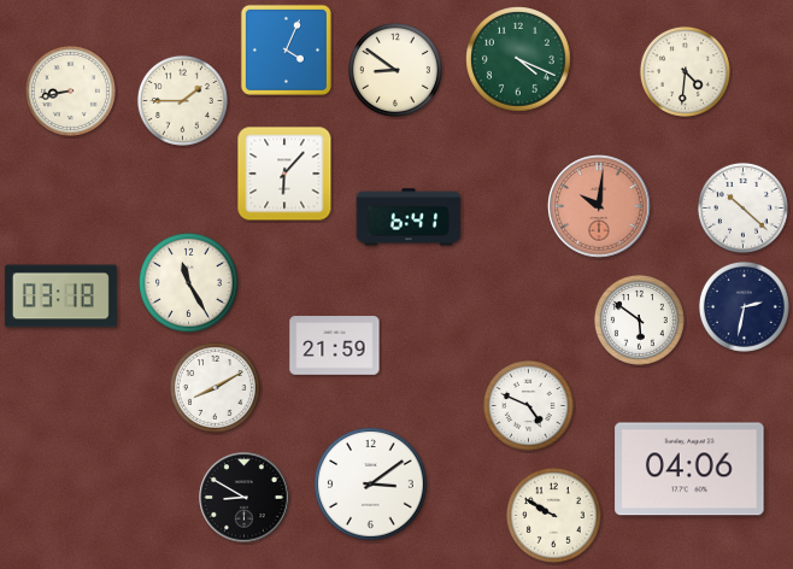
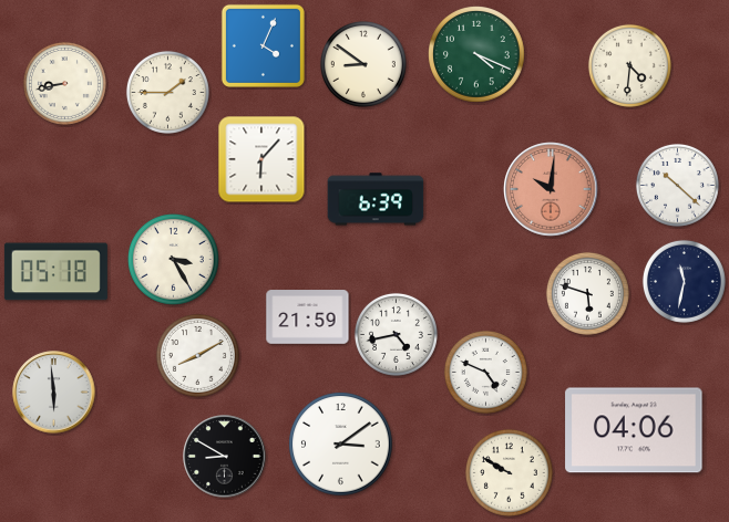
clock at (742, 207) position: (742, 207) -> (677, 185)
clock at (409, 217): 6:41 -> 6:39
clock at (189, 283): 11:25 -> 3:25
clock at (60, 297): 03:18 -> 05:18
clock at (744, 306): 2:32 -> 11:32
clock at (639, 319): 5:51 -> 5:48
clock at (396, 334): none -> 4:43
clock at (54, 393): none -> 5:59
